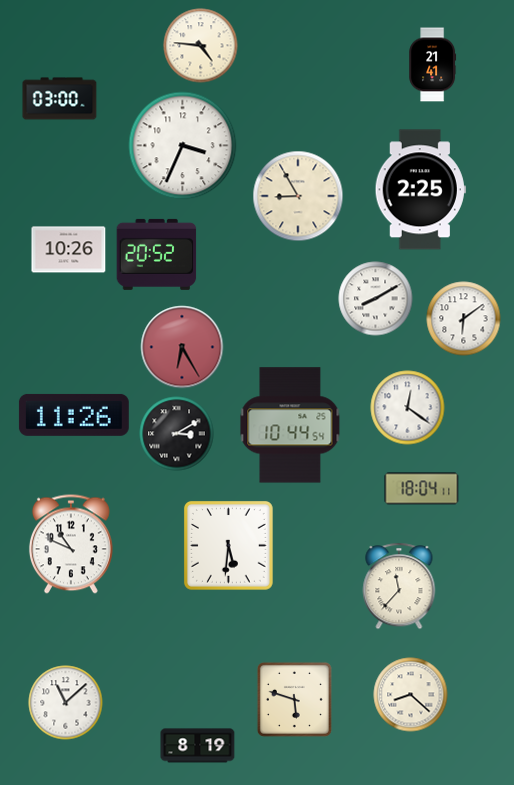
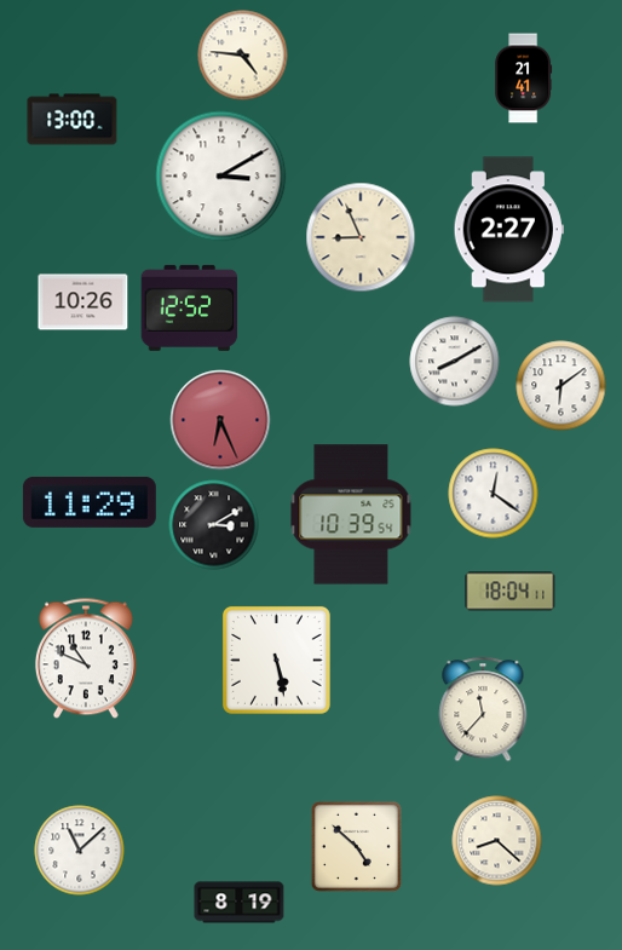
clock at (60, 99): 03:00 -> 13:00
clock at (183, 146): 3:34 -> 3:10
clock at (420, 190): 2:25 -> 2:27
clock at (298, 196): 8:55 -> 8:56
clock at (157, 254): 20:52 -> 12:52
clock at (182, 347): 6:25 -> 6:26
clock at (74, 415): 11:26 -> 11:29
clock at (290, 425): 10:44 -> 10:39
clock at (228, 545): 5:31 -> 5:28
clock at (294, 699): 5:48 -> 4:52
